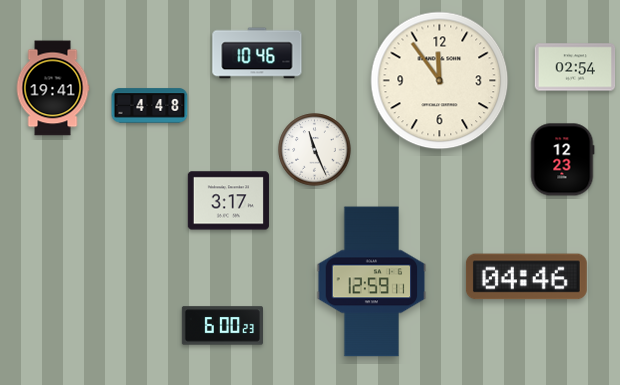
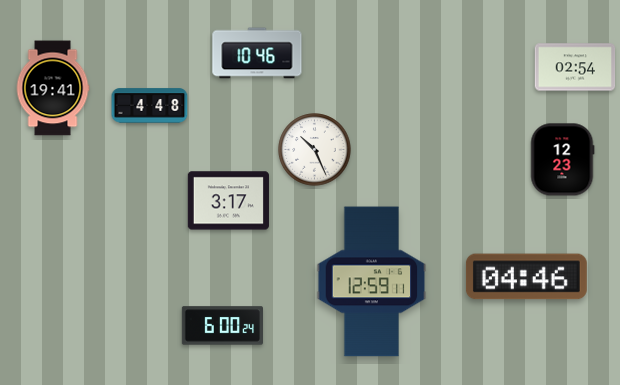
clock at (440, 81): 11:54 -> none
clock at (315, 150): 11:26 -> 10:26
clock at (222, 326): 6:00:23 -> 6:00:24
